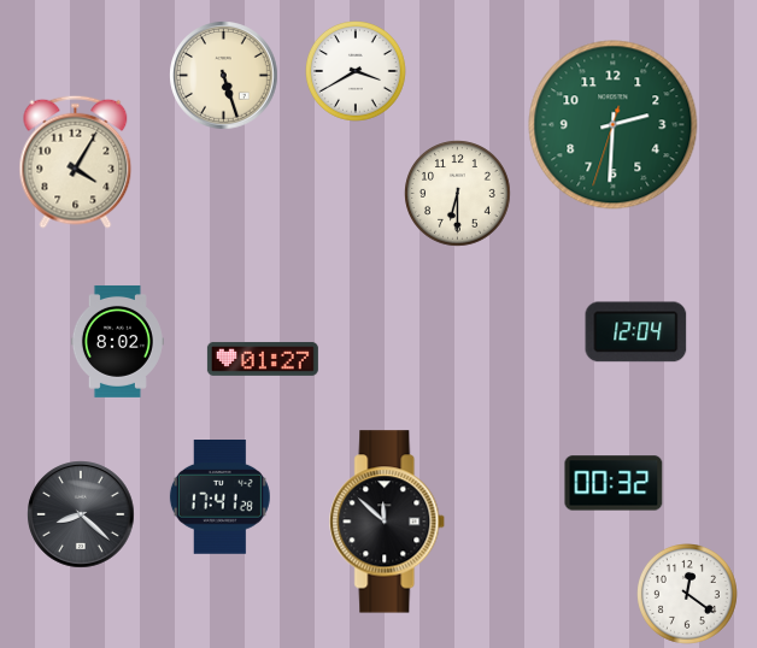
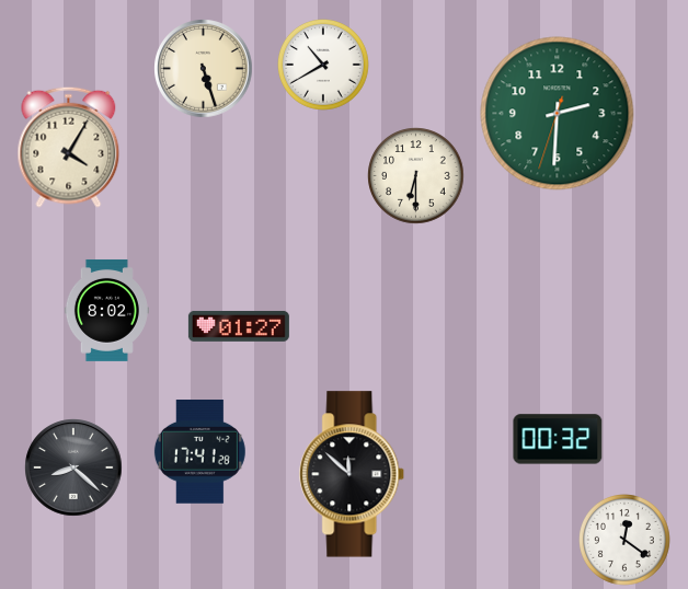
clock at (357, 72): 3:40 -> 10:40
clock at (636, 332): 12:04 -> none
